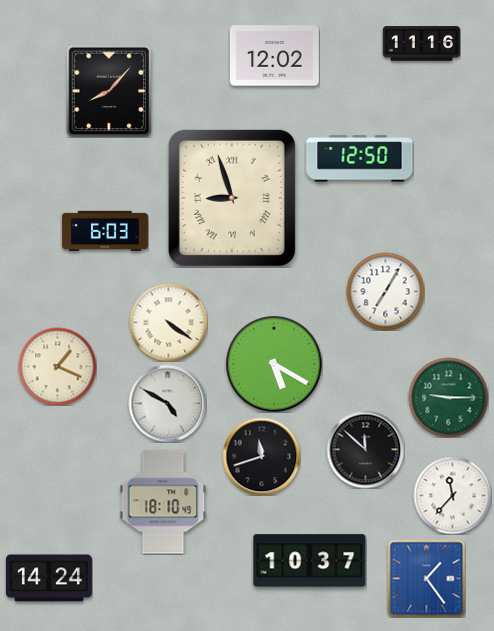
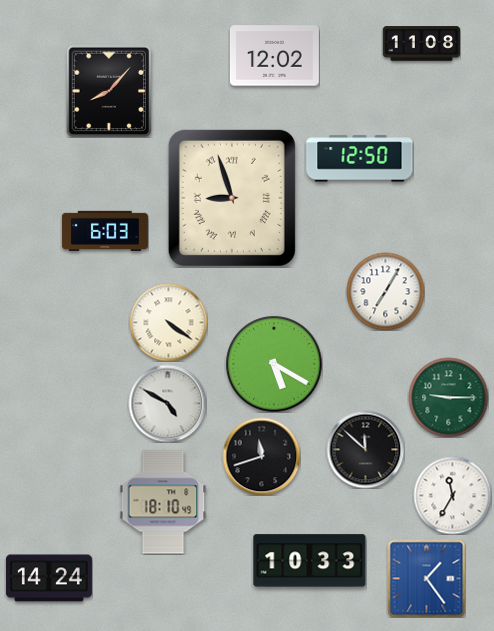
clock at (421, 44): 11:16 -> 11:08
clock at (57, 366): 1:19 -> none
clock at (452, 495): 11:37 -> 11:35
clock at (310, 561): 10:37 -> 10:33
